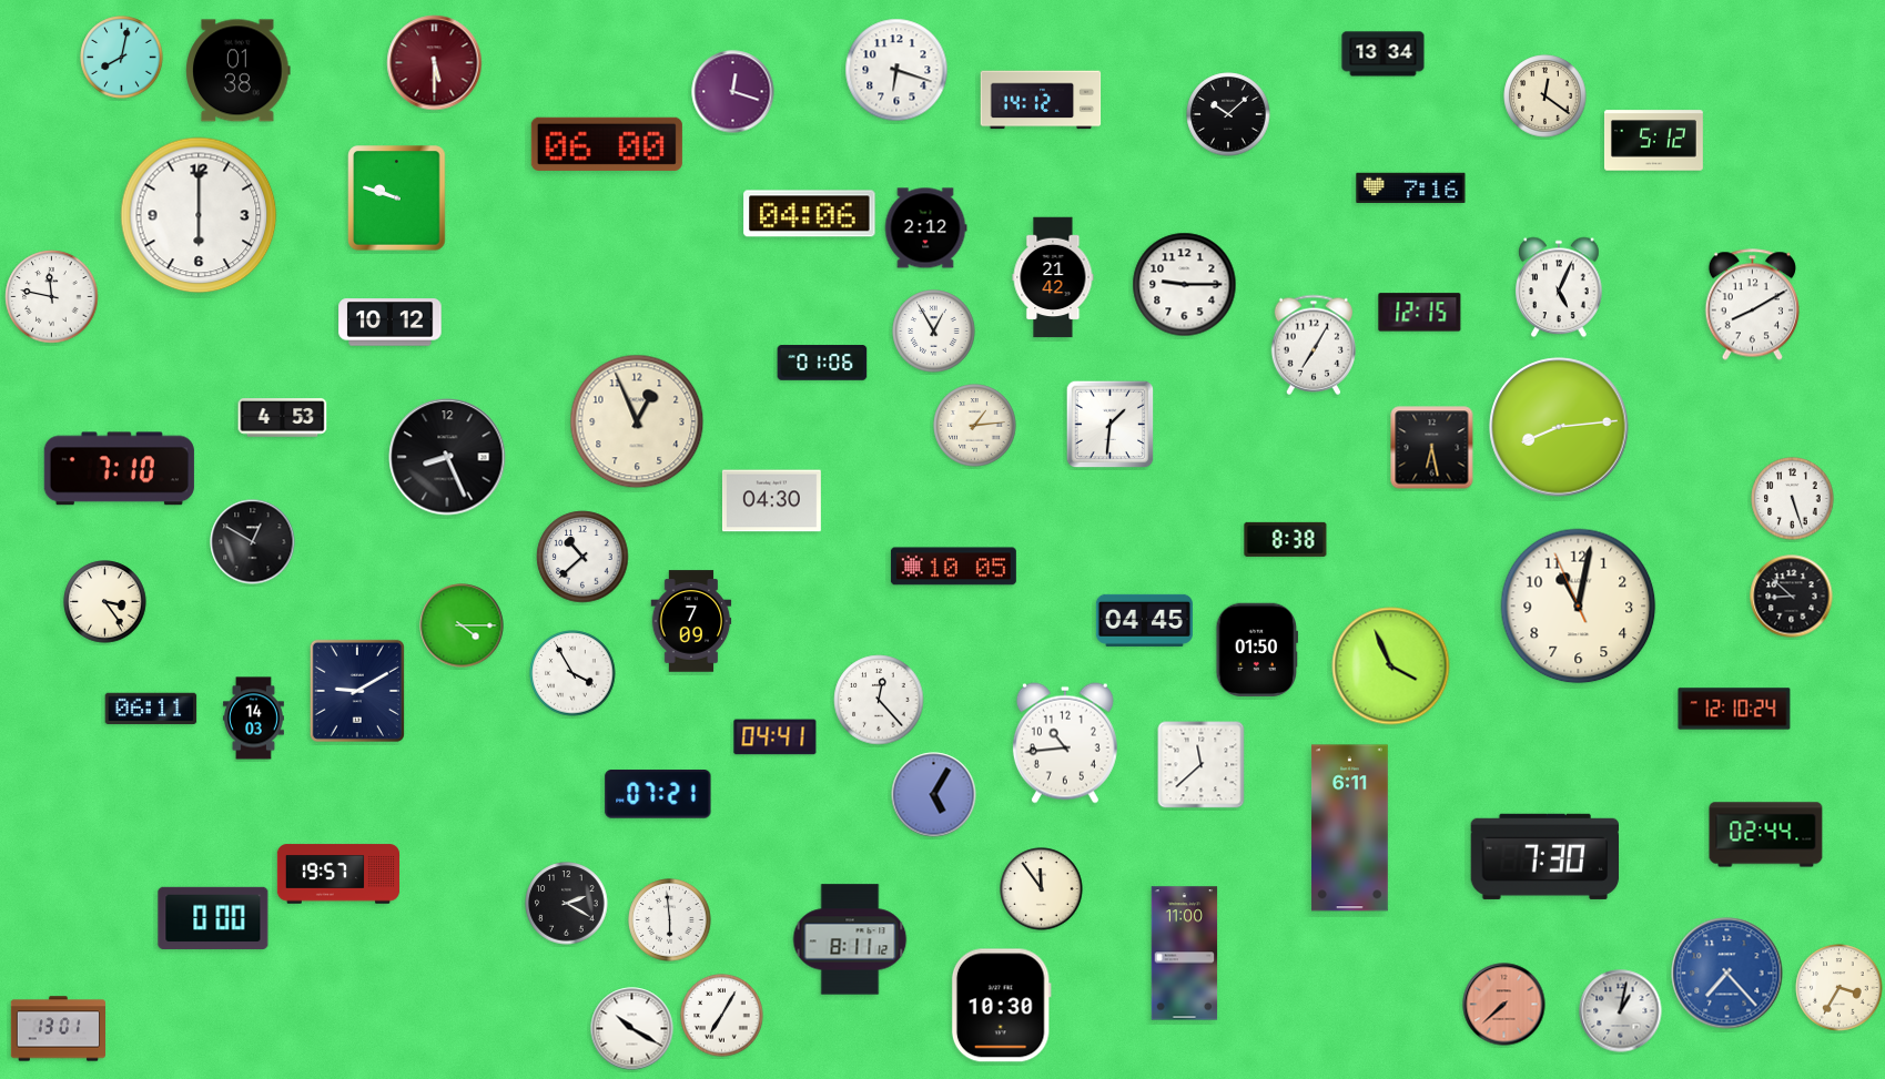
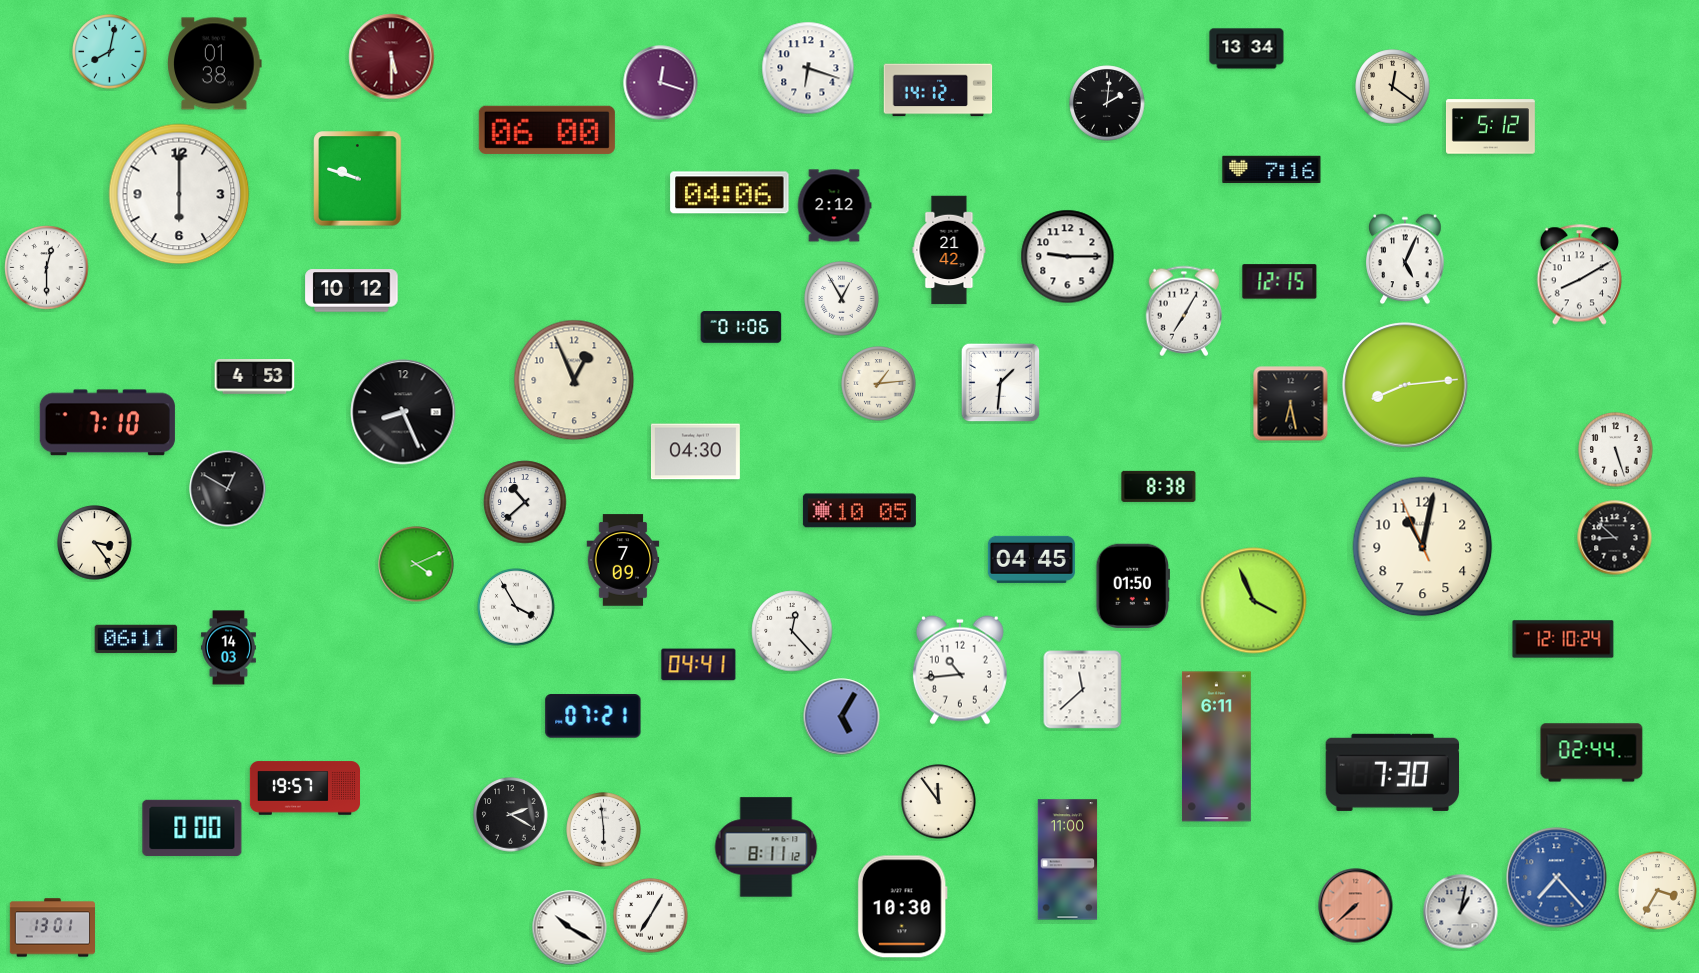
clock at (896, 70) position: (896, 70) -> (808, 68)
clock at (1228, 114): 10:08 -> 2:01
clock at (52, 297): 11:47 -> 12:30
clock at (462, 625): 4:15 -> 4:11
clock at (357, 691): 9:10 -> none
